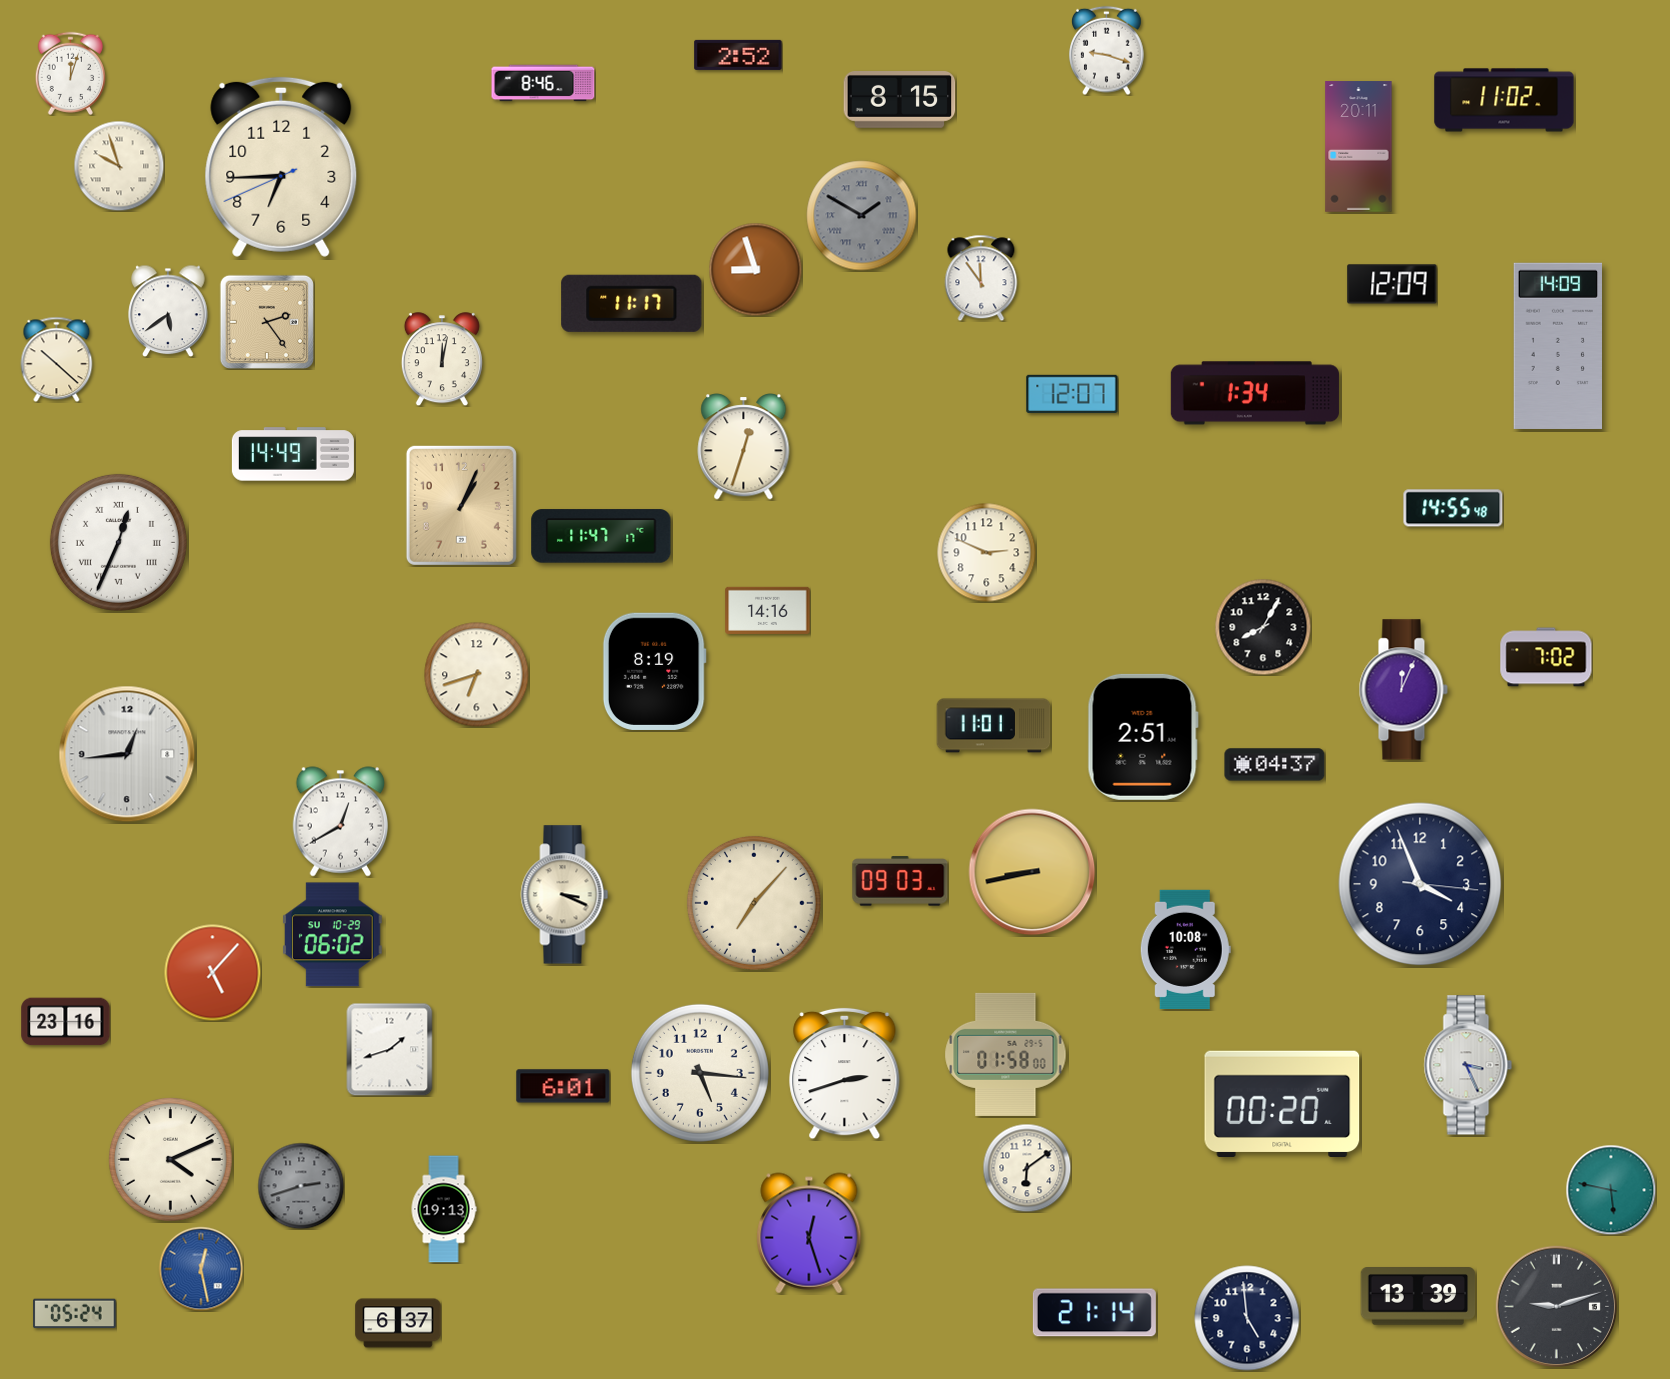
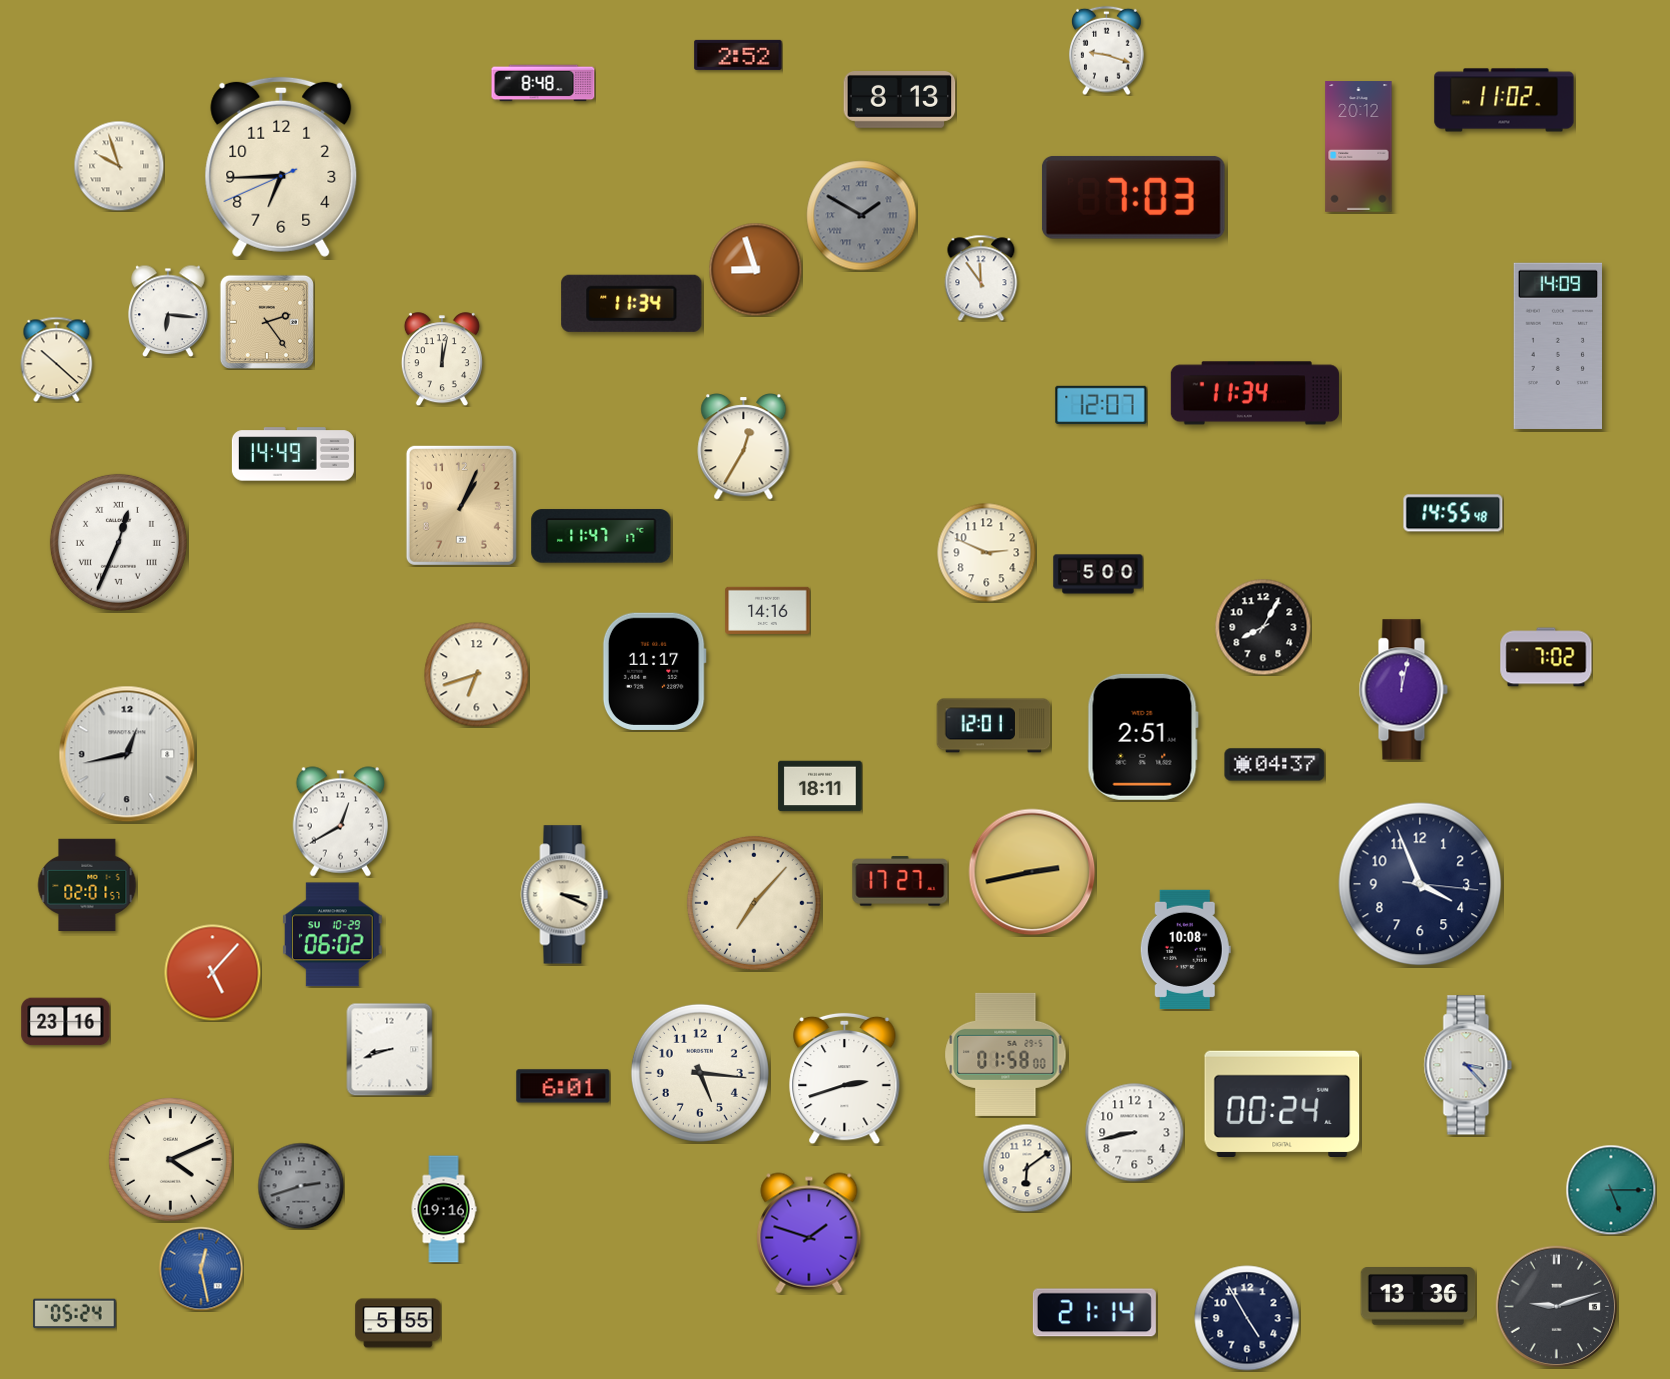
clock at (70, 73): 12:03 -> none
clock at (543, 83): 8:46 -> 8:48
clock at (900, 100): 8:15 -> 8:13
clock at (1359, 147): 20:11 -> 20:12
clock at (1133, 197): none -> 7:03
clock at (1392, 284): 12:09 -> none
clock at (632, 303): 11:17 -> 11:34
clock at (168, 311): 5:39 -> 6:16
clock at (1255, 393): 1:34 -> 11:34
clock at (1072, 394) position: (1072, 394) -> (1101, 405)
clock at (744, 447): 12:33 -> 12:35
clock at (1453, 508) position: (1453, 508) -> (1453, 513)
clock at (1098, 574): none -> 5:00
clock at (654, 671): 8:19 -> 11:17
clock at (1403, 690): 12:04 -> 12:02
clock at (994, 726): 11:01 -> 12:01
clock at (127, 754): 12:44 -> 12:43
clock at (820, 786): none -> 18:11
clock at (1032, 872): 8:43 -> 2:43
clock at (900, 881): 09:03 -> 17:27
clock at (87, 884): none -> 02:01
clock at (390, 1049): 1:42 -> 8:42
clock at (1468, 1065): 3:26 -> 3:23
clock at (845, 1074) position: (845, 1074) -> (845, 1079)
clock at (1282, 1103): 00:20 -> 00:24
clock at (1135, 1133): none -> 8:43
clock at (1611, 1190): 5:47 -> 5:15
clock at (444, 1209): 19:13 -> 19:16
clock at (809, 1233): 12:27 -> 1:48
clock at (1418, 1296): 13:39 -> 13:36
clock at (1247, 1318): 4:59 -> 4:55
clock at (398, 1323): 6:37 -> 5:55
